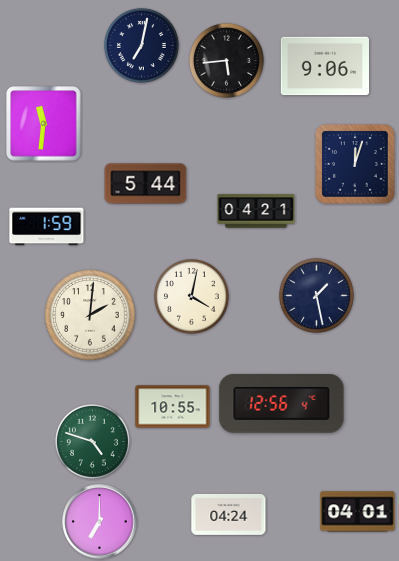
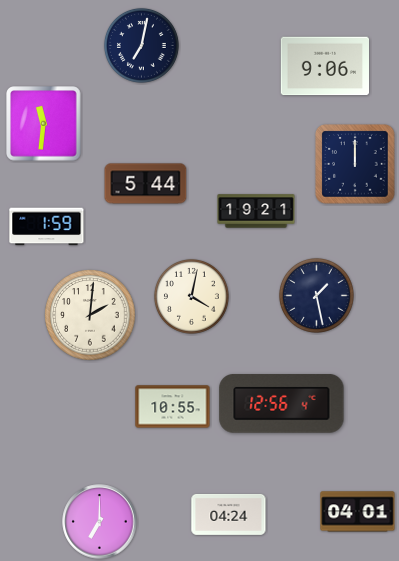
clock at (226, 60): 5:44 -> none
clock at (355, 164): 12:03 -> 12:00
clock at (256, 211): 04:21 -> 19:21
clock at (92, 441): 4:48 -> none
